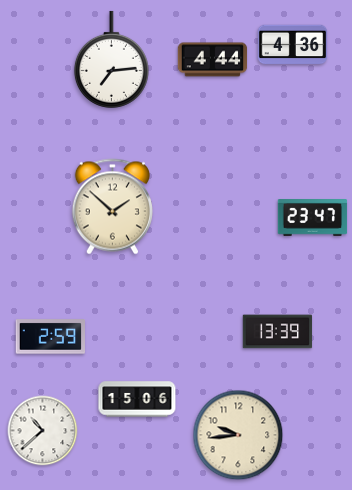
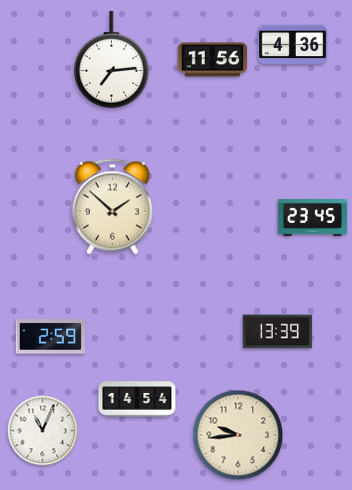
clock at (213, 60): 4:44 -> 11:56
clock at (313, 218): 23:47 -> 23:45
clock at (137, 399): 15:06 -> 14:54
clock at (43, 431): 10:38 -> 11:04
